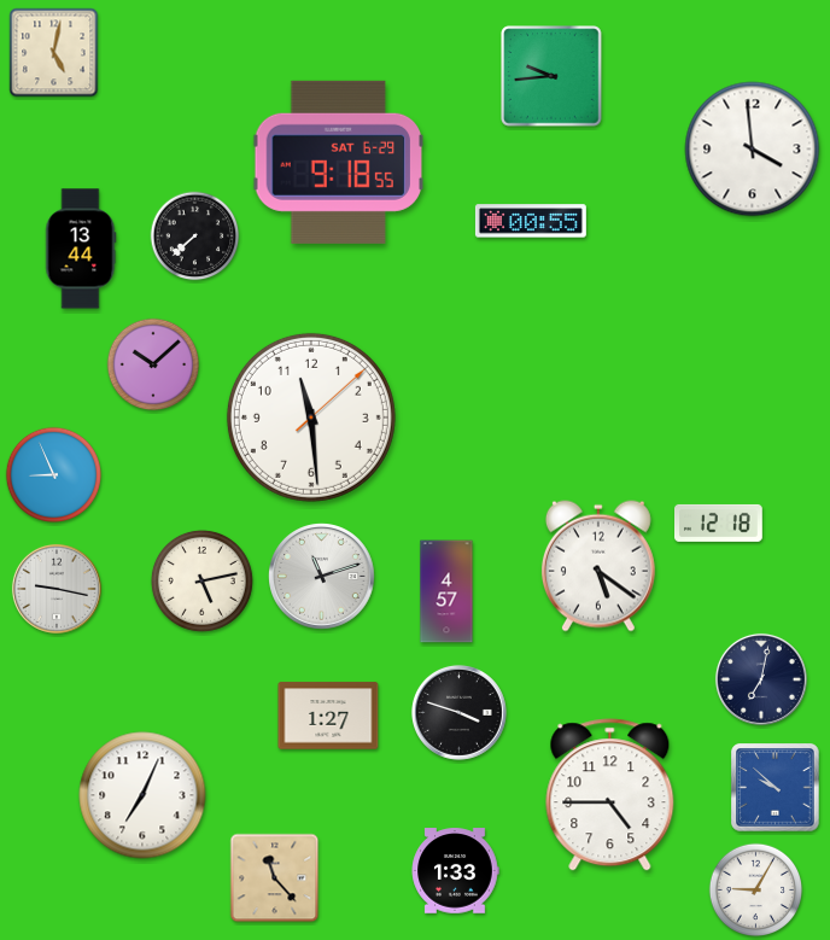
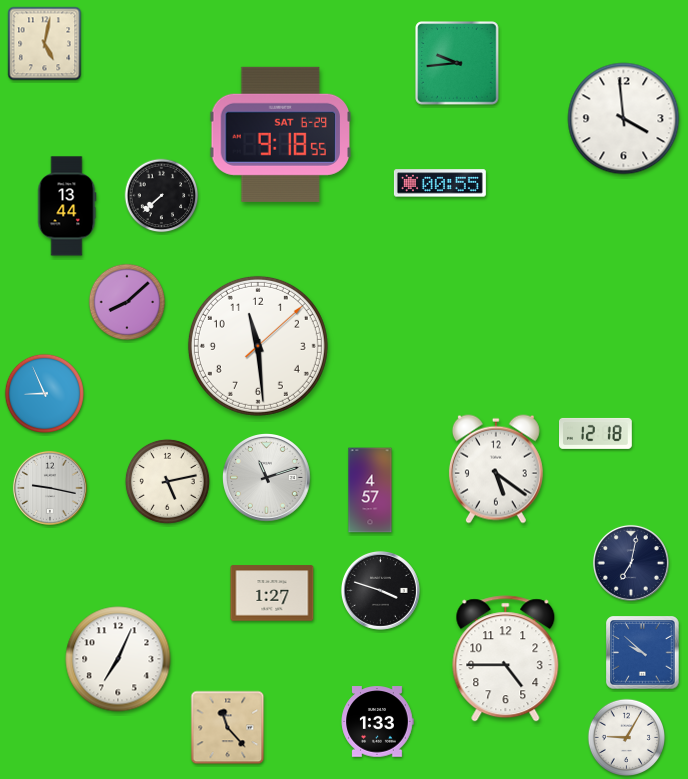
clock at (753, 150) position: (753, 150) -> (624, 119)
clock at (153, 364): 10:08 -> 8:08
clock at (57, 589) position: (57, 589) -> (50, 488)
